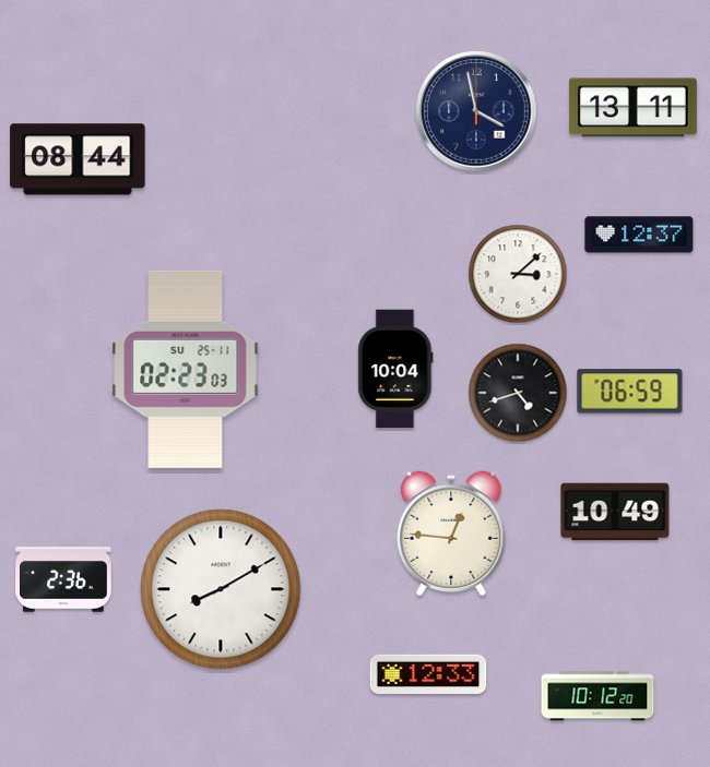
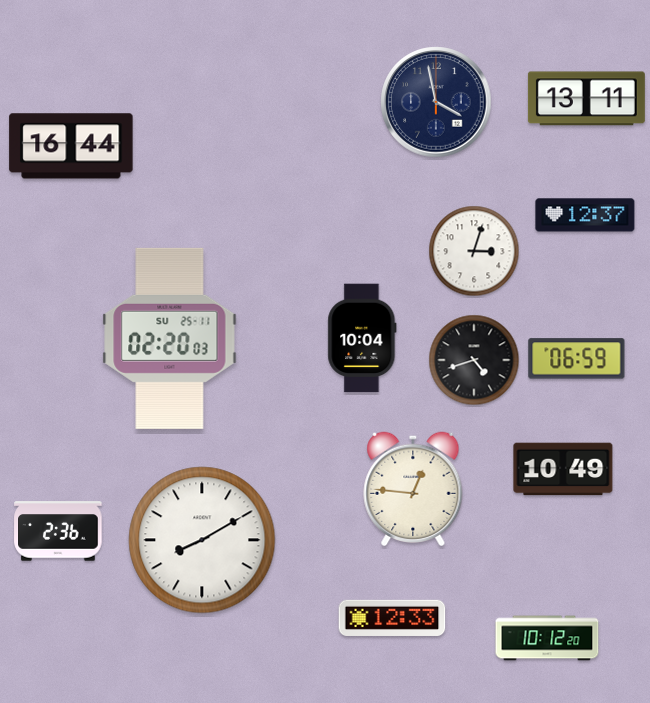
clock at (632, 108) position: (632, 108) -> (586, 99)
clock at (78, 159): 08:44 -> 16:44
clock at (518, 274): 3:08 -> 3:03
clock at (186, 369): 02:23 -> 02:20
